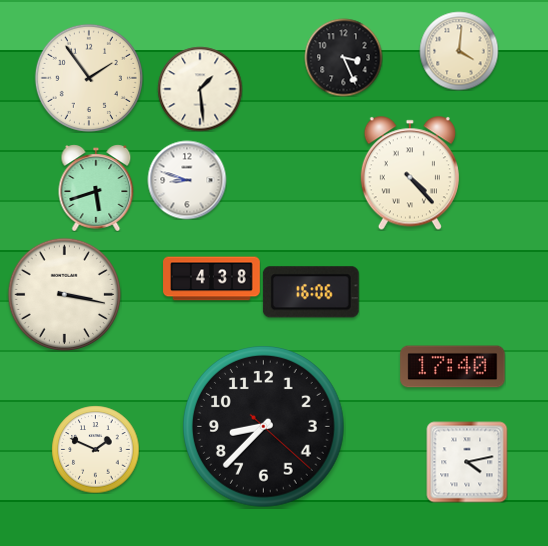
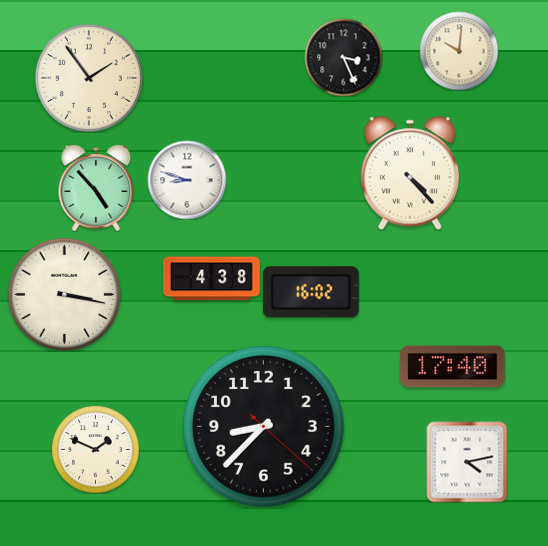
clock at (459, 51): 4:01 -> 10:01
clock at (200, 89): 1:29 -> none
clock at (96, 188): 5:42 -> 4:53
clock at (311, 292): 16:06 -> 16:02
